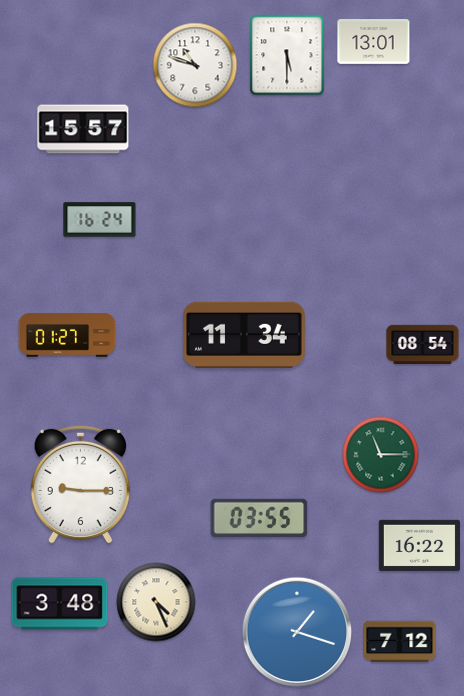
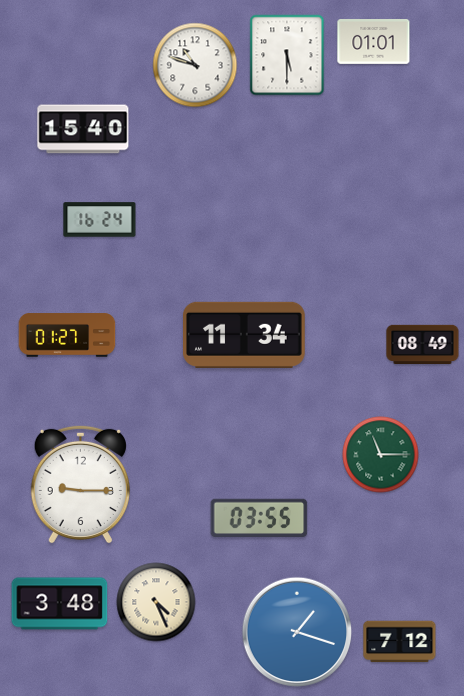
clock at (374, 42): 13:01 -> 01:01
clock at (83, 129): 15:57 -> 15:40
clock at (423, 344): 08:54 -> 08:49
clock at (419, 545): 16:22 -> none
